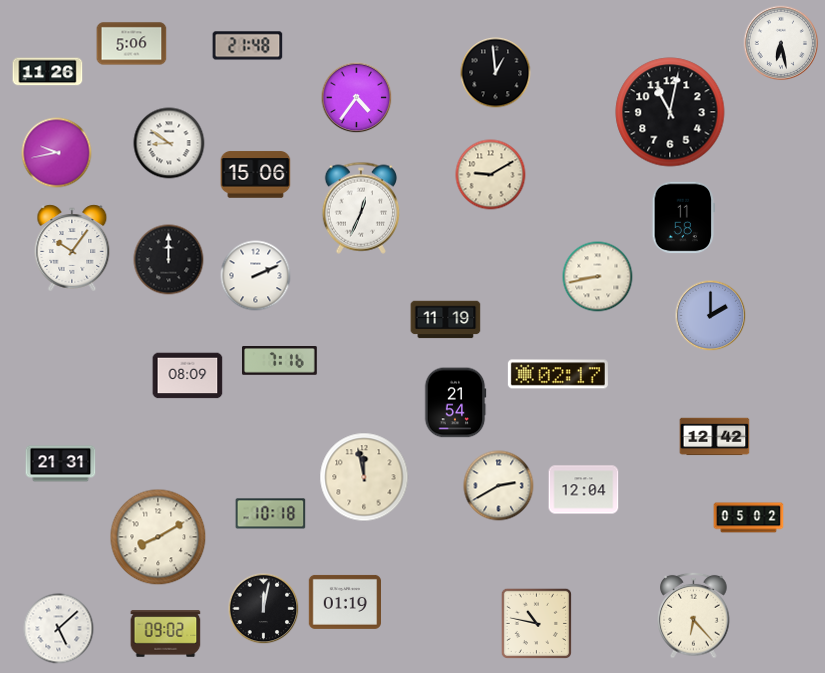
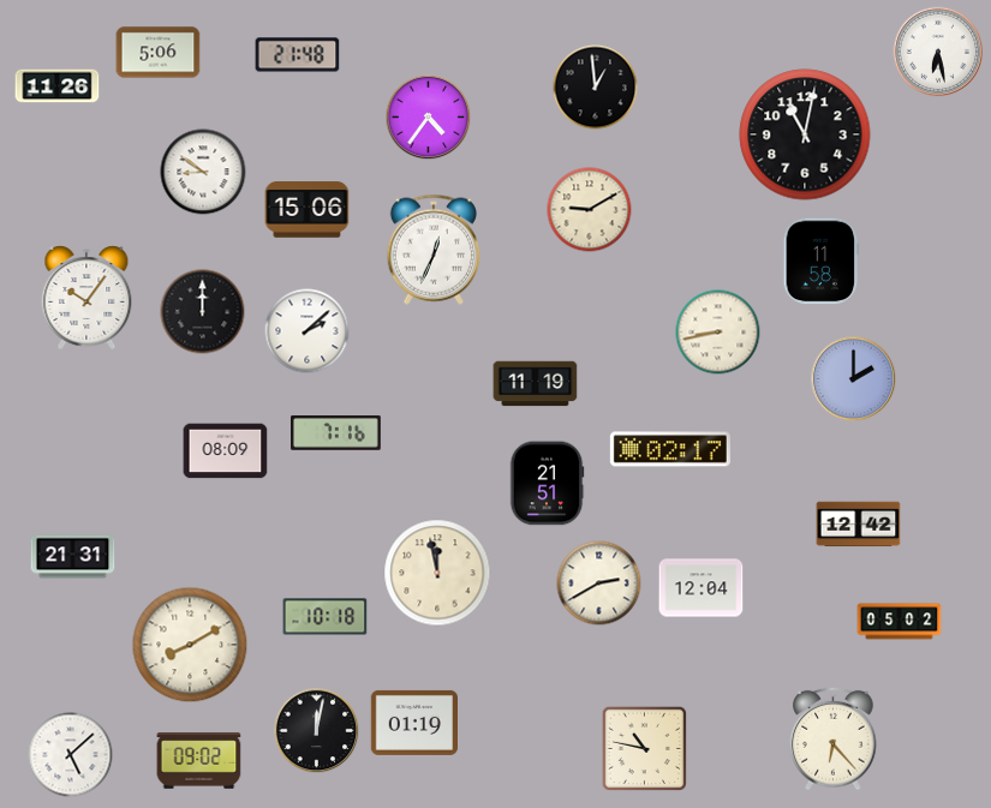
clock at (57, 153): 9:43 -> none
clock at (256, 276): 2:11 -> 2:08
clock at (455, 403): 21:54 -> 21:51
